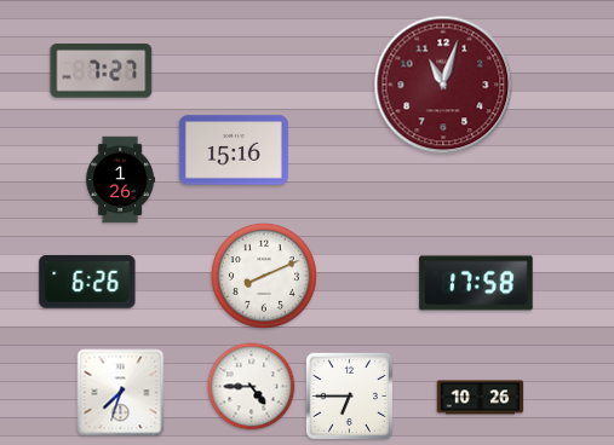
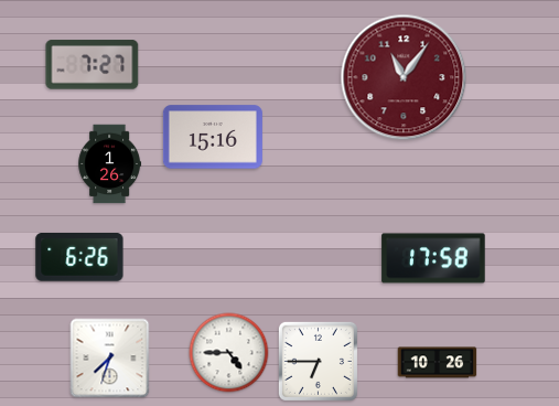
clock at (443, 85): 11:03 -> 11:06
clock at (264, 276): 8:11 -> none
